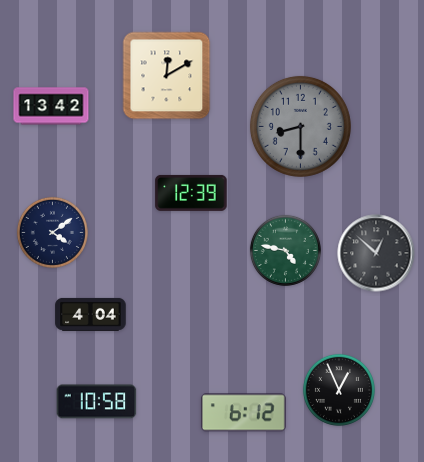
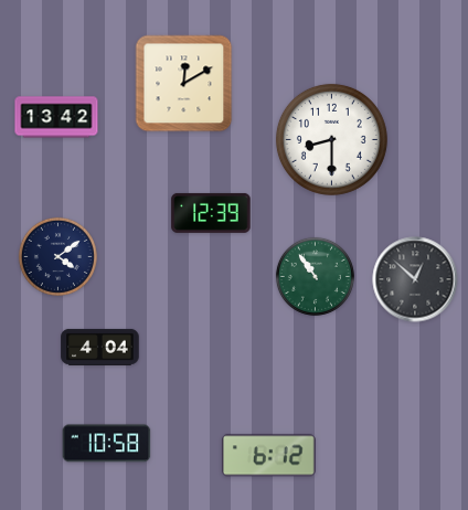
clock at (300, 126) dial: grey -> white
clock at (285, 250): 4:47 -> 10:54
clock at (339, 390): 12:56 -> none
